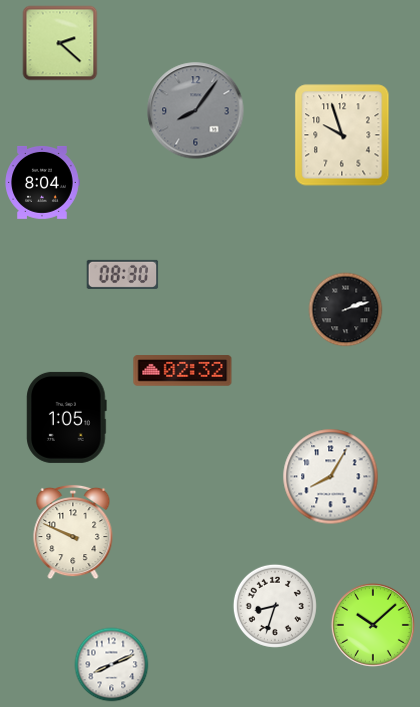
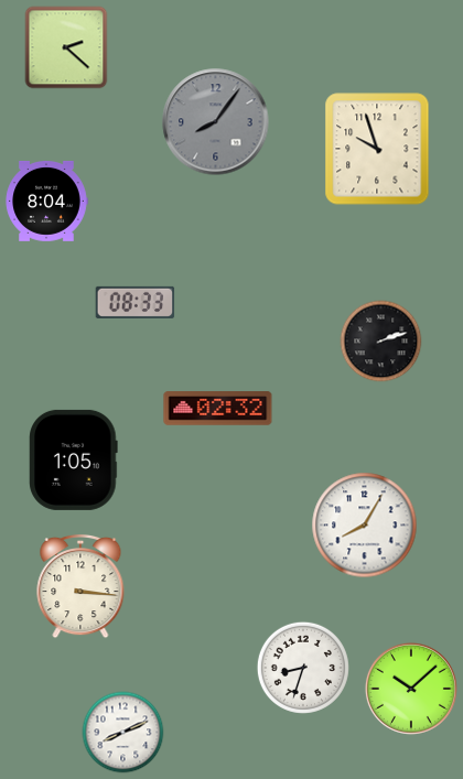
clock at (123, 274): 08:30 -> 08:33
clock at (183, 371) position: (183, 371) -> (218, 409)
clock at (73, 532): 9:49 -> 3:16
